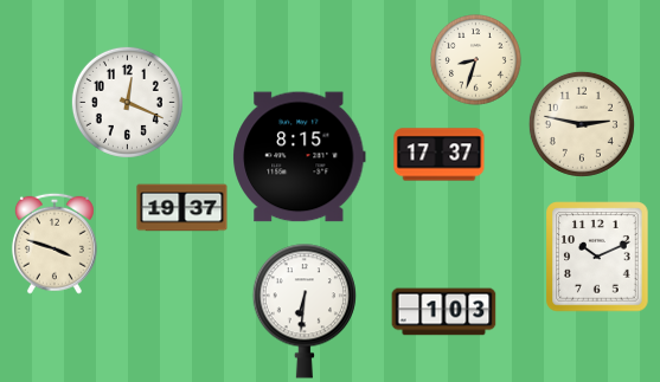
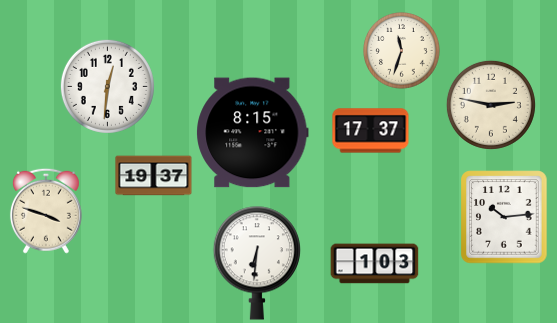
clock at (476, 60): 8:33 -> 11:33
clock at (127, 102): 12:19 -> 12:31
clock at (55, 244) position: (55, 244) -> (46, 211)
clock at (597, 257): 10:11 -> 10:14
